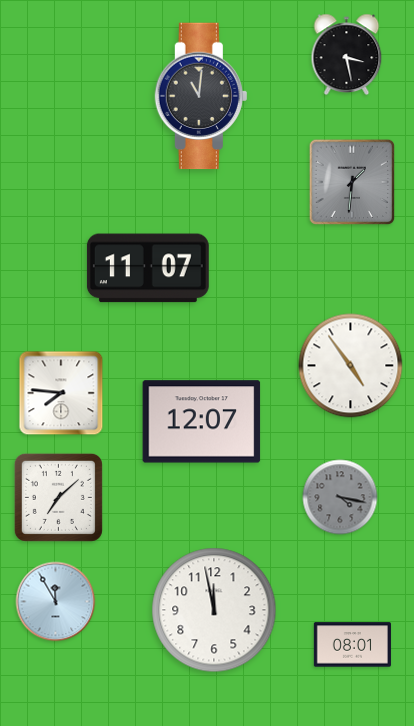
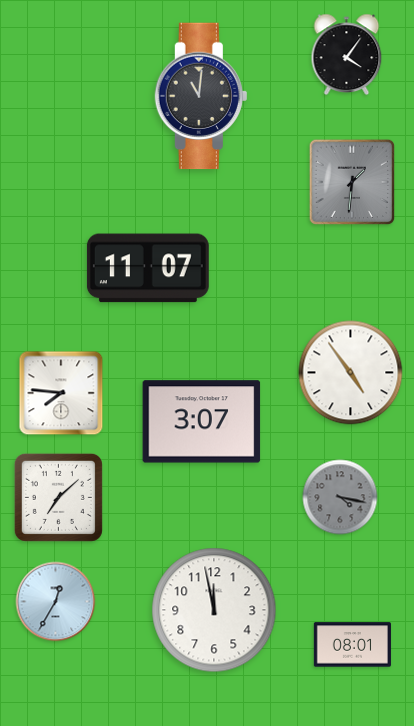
clock at (347, 55): 3:28 -> 4:06
clock at (351, 366) position: (351, 366) -> (351, 373)
clock at (202, 422): 12:07 -> 3:07
clock at (56, 602): 11:55 -> 12:35
